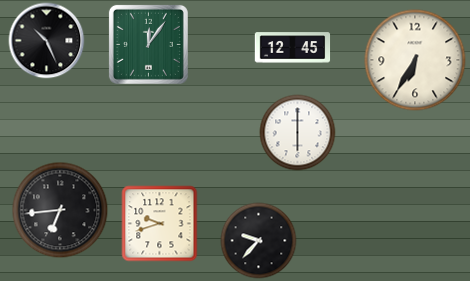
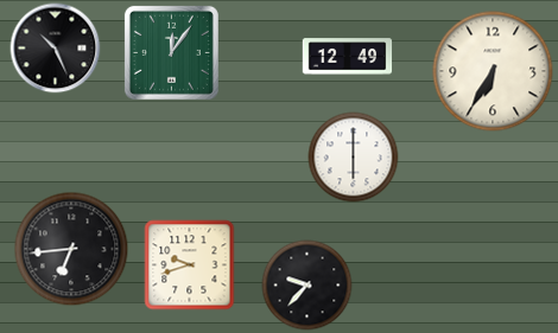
clock at (148, 44) position: (148, 44) -> (171, 52)
clock at (293, 48): 12:45 -> 12:49
